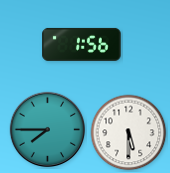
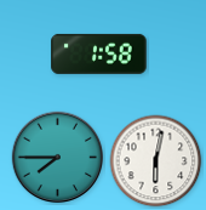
clock at (82, 44): 1:56 -> 1:58
clock at (129, 133): 5:30 -> 6:02
